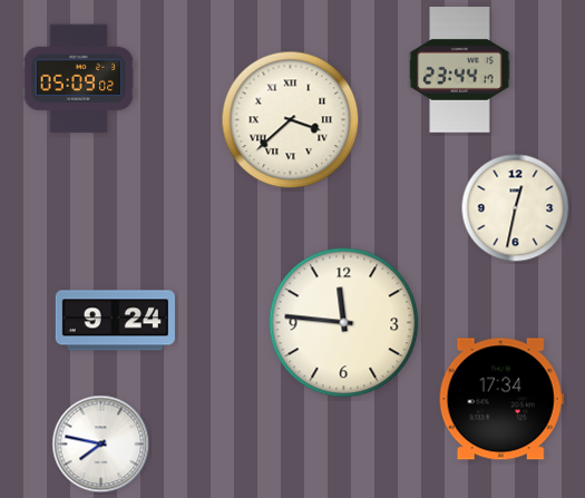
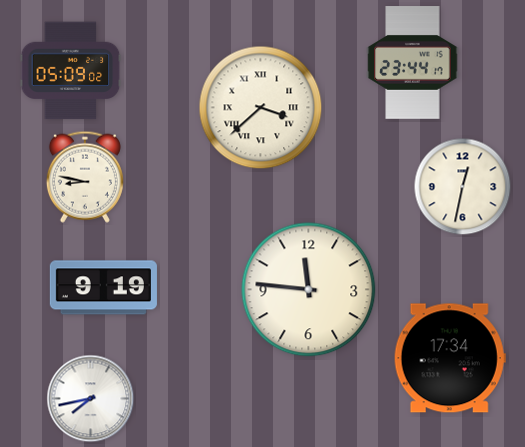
clock at (85, 177): none -> 8:47
clock at (115, 321): 9:24 -> 9:19
clock at (101, 445): 7:47 -> 7:43
